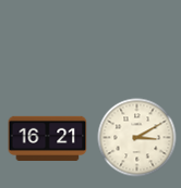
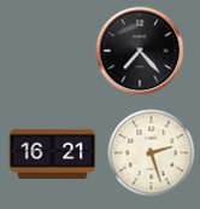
clock at (140, 51): none -> 7:23
clock at (137, 138): 3:10 -> 2:27
